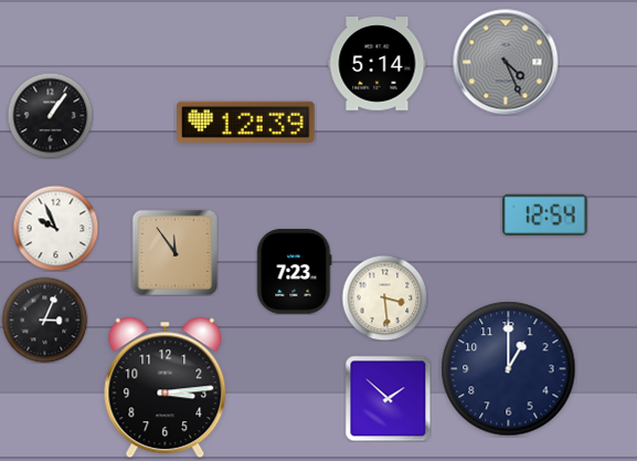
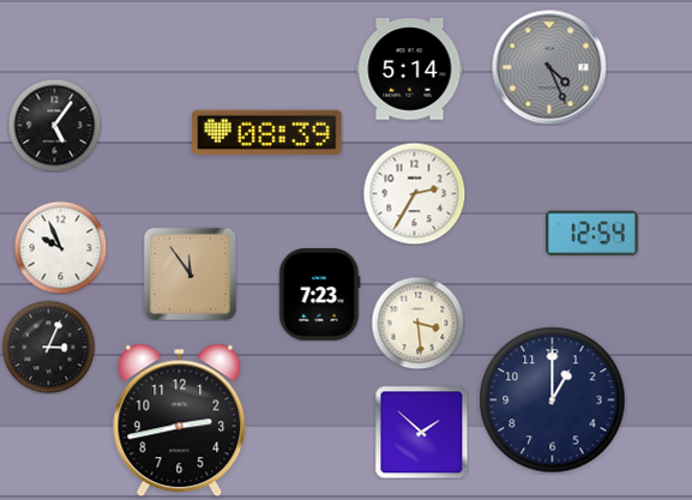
clock at (50, 115): 1:06 -> 5:06
clock at (246, 123): 12:39 -> 08:39
clock at (414, 193): none -> 2:35
clock at (166, 388): 3:14 -> 2:43
